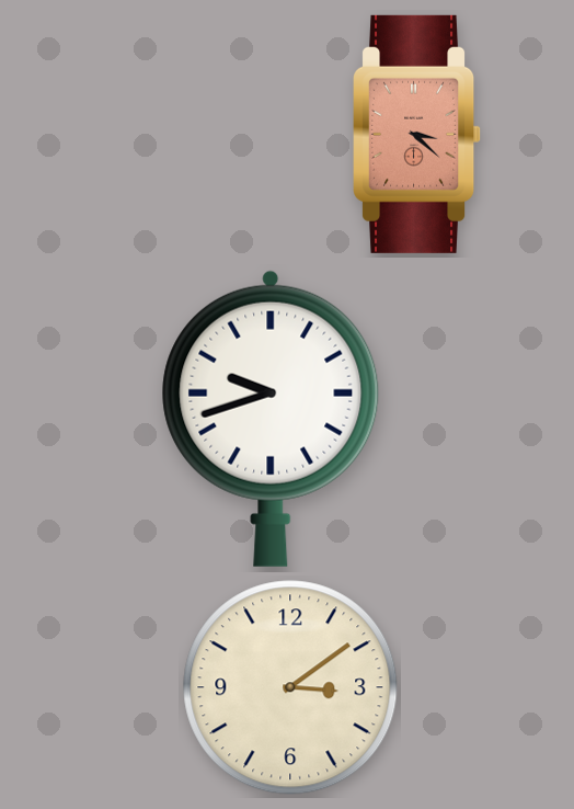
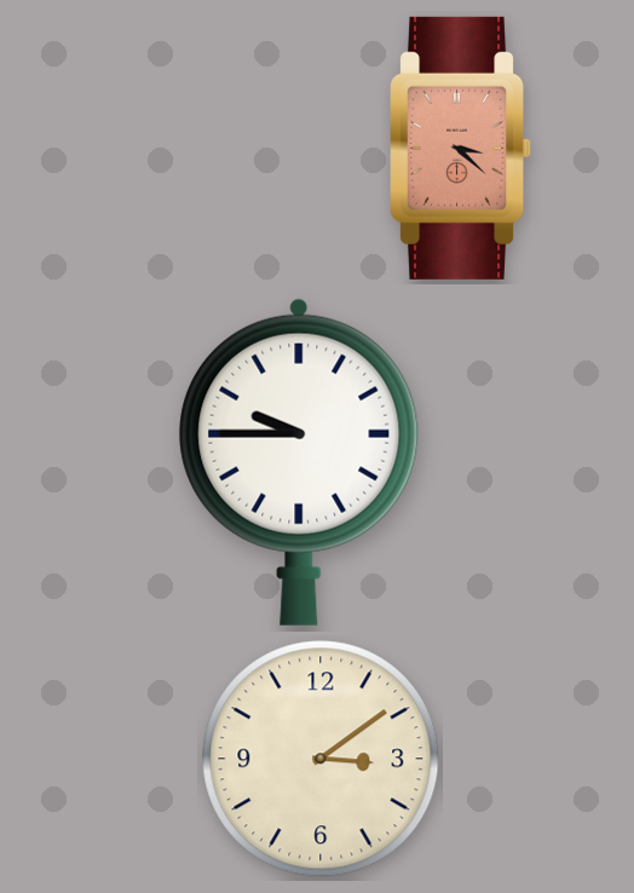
clock at (271, 419): 9:42 -> 9:45
